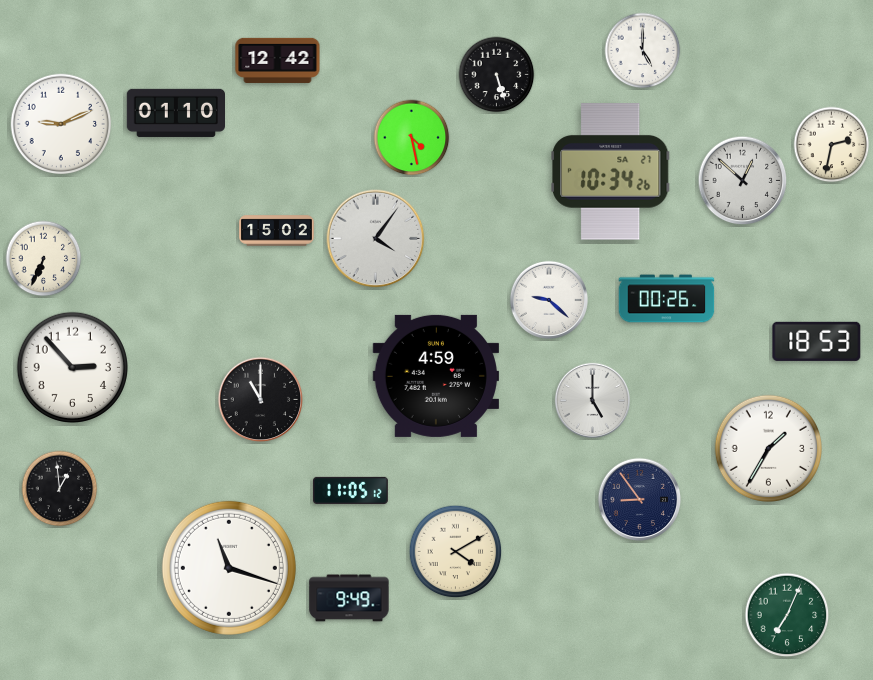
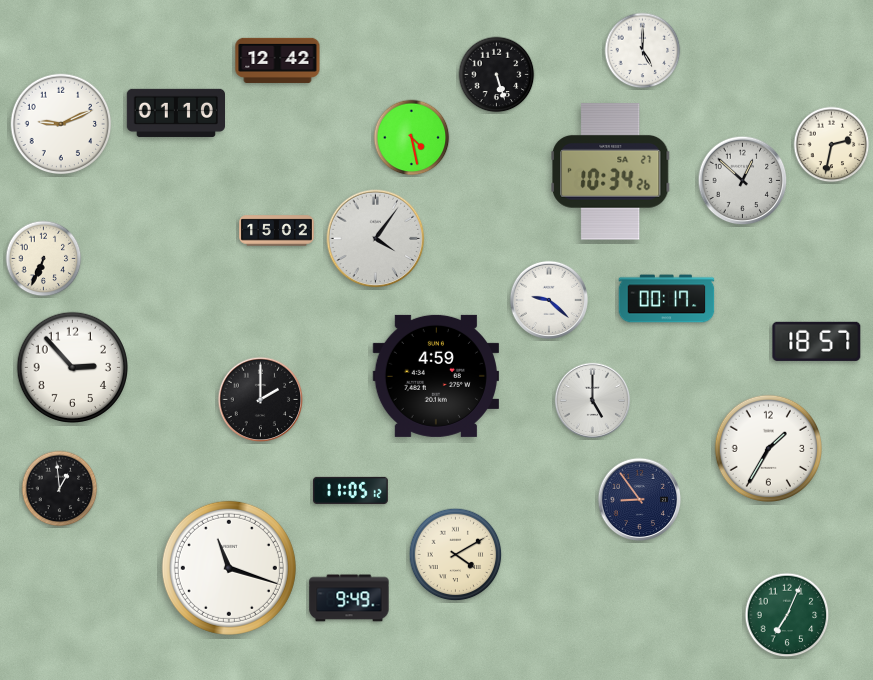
clock at (667, 299): 00:26 -> 00:17
clock at (817, 341): 18:53 -> 18:57
clock at (261, 400): 11:00 -> 2:00
clock at (456, 552) position: (456, 552) -> (456, 555)
